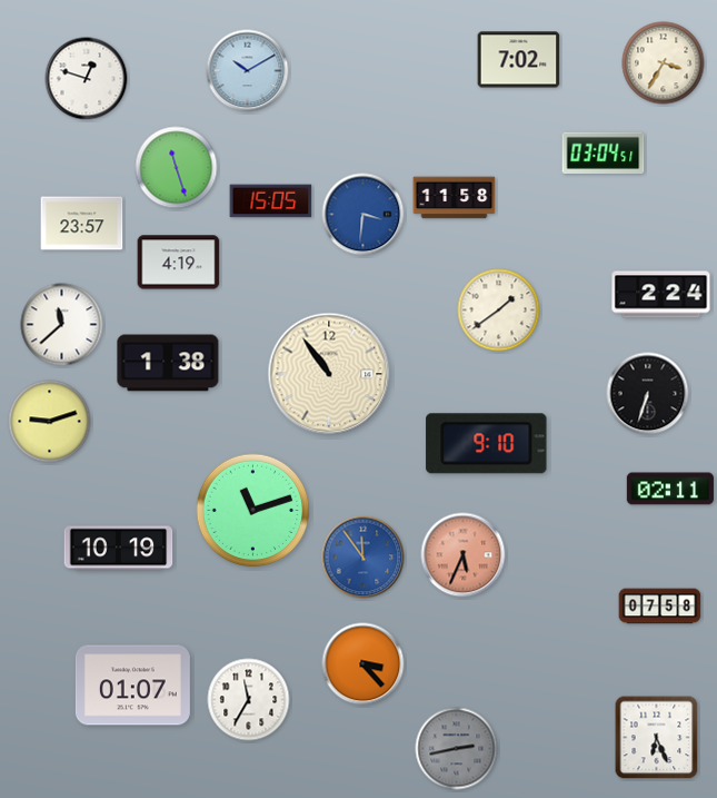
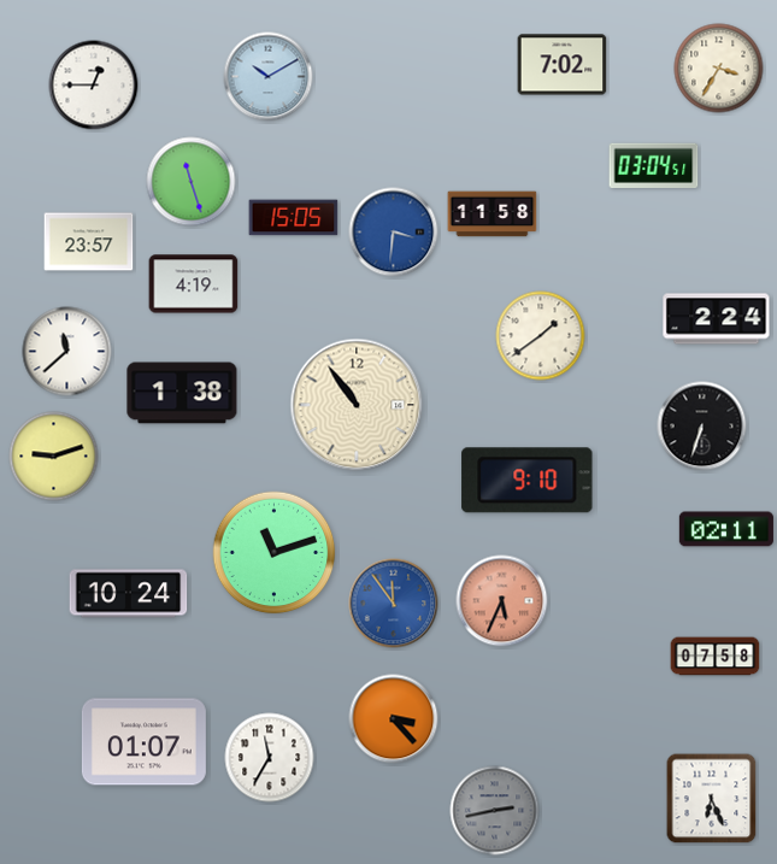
clock at (87, 79): 12:48 -> 12:45
clock at (119, 549): 10:19 -> 10:24
